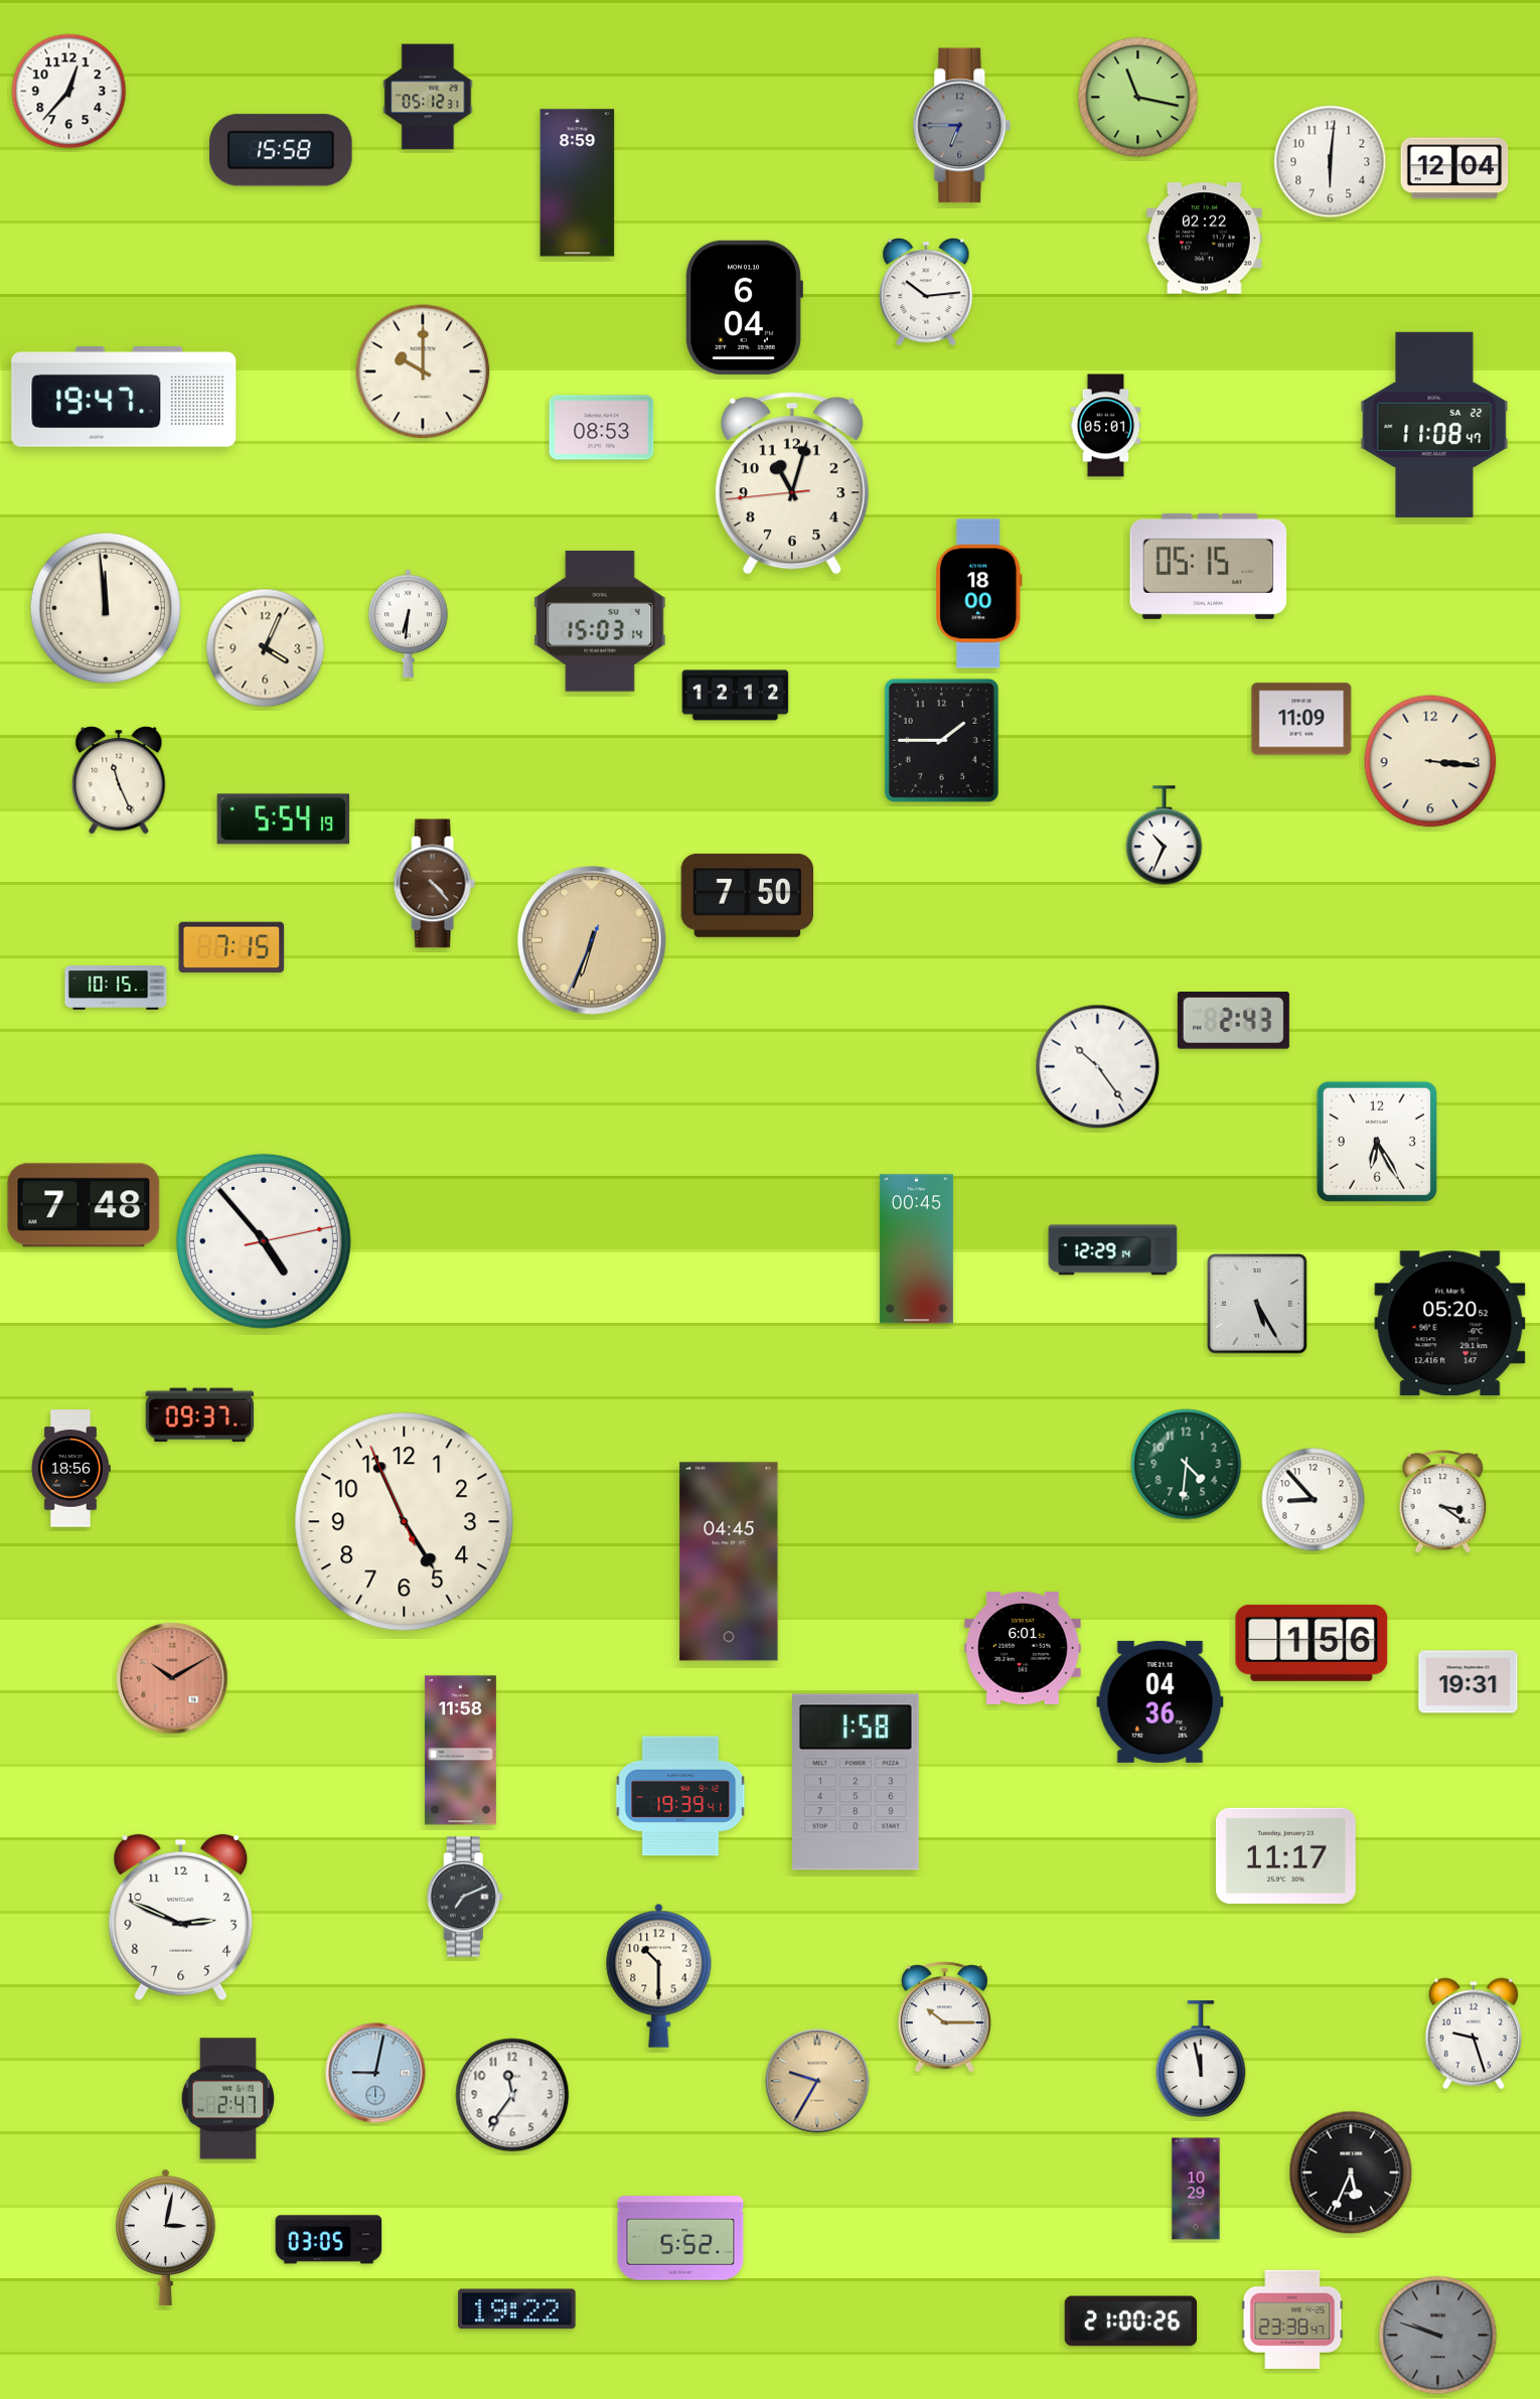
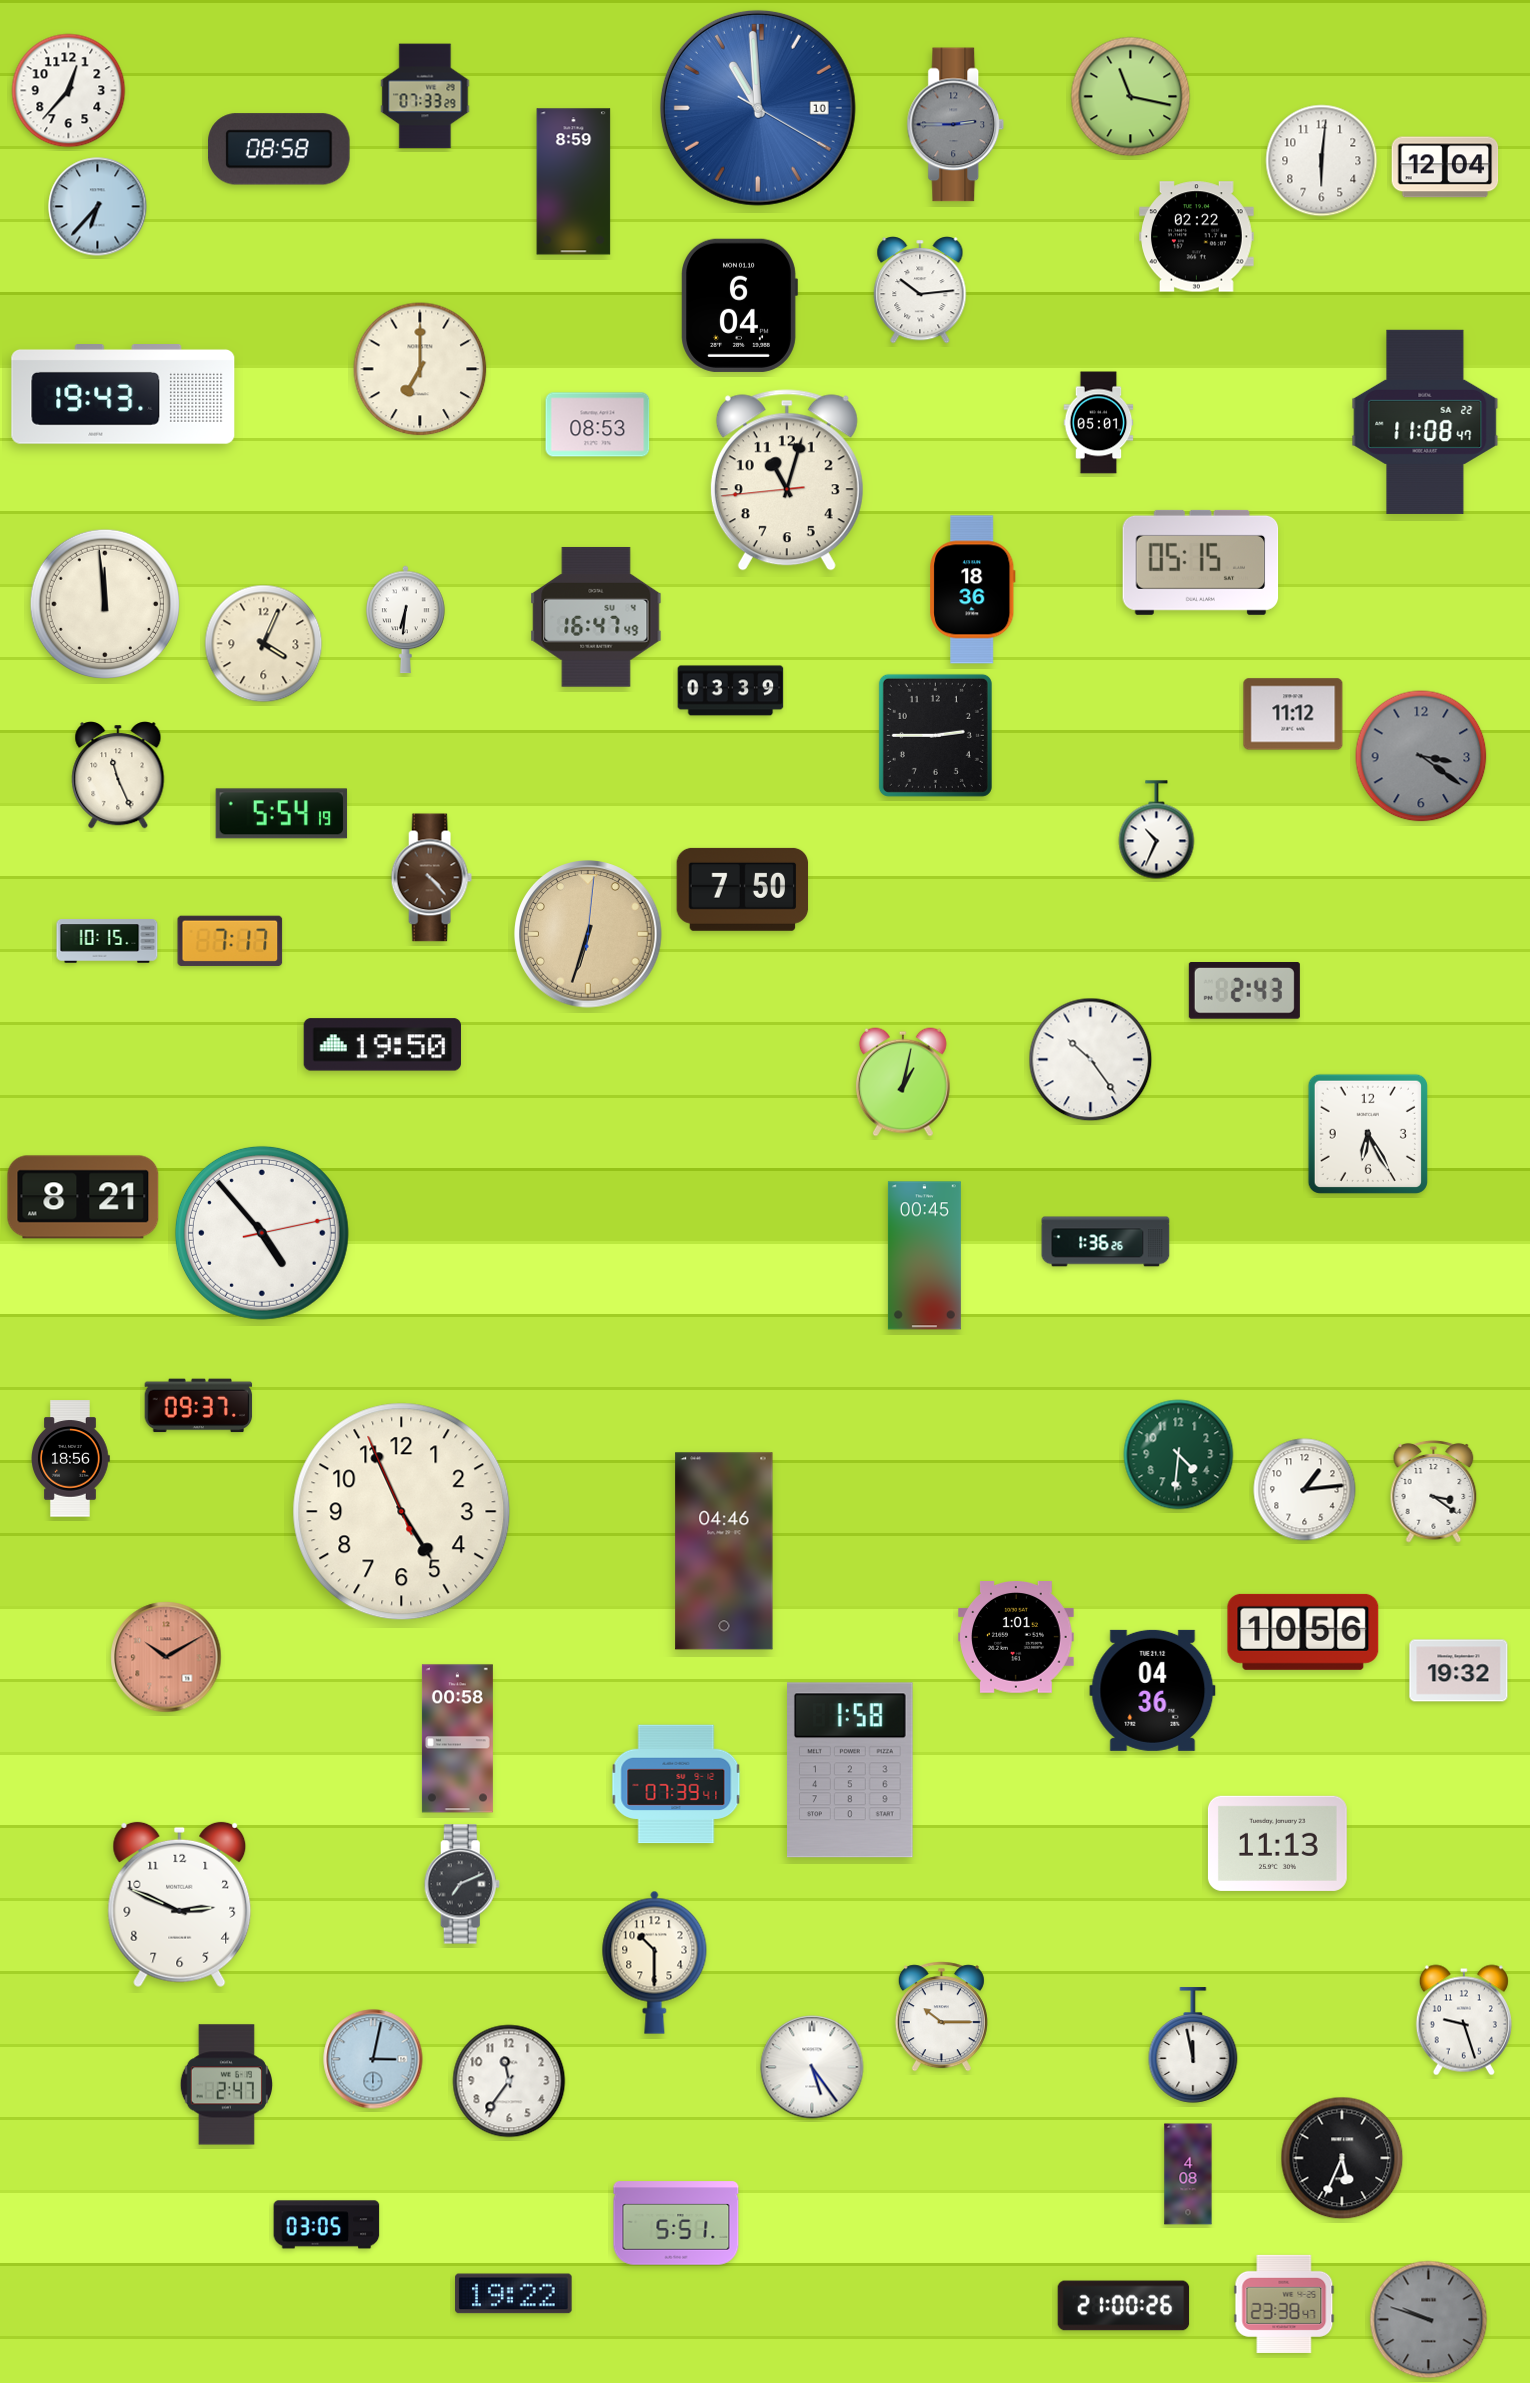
clock at (428, 97): 05:12 -> 07:33
clock at (758, 108): none -> 10:59
clock at (962, 126): 6:45 -> 2:45
clock at (281, 150): 15:58 -> 08:58
clock at (98, 207): none -> 6:37
clock at (423, 371): 10:00 -> 7:00
clock at (124, 398): 19:47 -> 19:43
clock at (979, 594): 18:00 -> 18:36
clock at (600, 621): 15:03 -> 16:47
clock at (736, 696): 12:12 -> 03:39
clock at (1301, 719): 11:09 -> 11:12
clock at (941, 740): 1:45 -> 2:45
clock at (1430, 761): 3:16 -> 3:21
clock at (1430, 761) dial: cream -> grey
clock at (592, 940): 6:33:34 -> 6:33:01
clock at (232, 947): 7:15 -> 7:17
clock at (116, 988) position: (116, 988) -> (107, 941)
clock at (1233, 1021) position: (1233, 1021) -> (1244, 991)
clock at (382, 1045): none -> 19:50
clock at (903, 1082): none -> 1:02
clock at (84, 1205): 7:48 -> 8:21
clock at (916, 1249) position: (916, 1249) -> (924, 1256)
clock at (1113, 1250): 12:29 -> 1:36
clock at (1257, 1304): 5:25 -> none
clock at (1450, 1324): 05:20 -> none
clock at (1314, 1500): 8:53 -> 1:14
clock at (729, 1561): 04:45 -> 04:46
clock at (1312, 1643): 1:56 -> 10:56
clock at (1023, 1648): 6:01 -> 1:01
clock at (172, 1678) position: (172, 1678) -> (166, 1657)
clock at (1469, 1682): 19:31 -> 19:32
clock at (460, 1751): 11:58 -> 00:58
clock at (680, 1796): 19:39 -> 07:39
clock at (1285, 1855): 11:17 -> 11:13
clock at (944, 2017) position: (944, 2017) -> (941, 2017)
clock at (375, 2073): 9:02 -> 3:02
clock at (817, 2081): 9:35 -> 5:24
clock at (817, 2081) dial: champagne -> white
clock at (1196, 2189): 10:29 -> 4:08
clock at (165, 2237): 3:02 -> none
clock at (680, 2238): 5:52 -> 5:51
